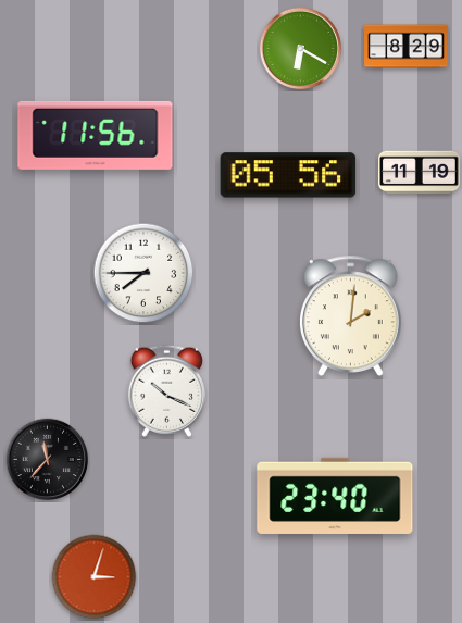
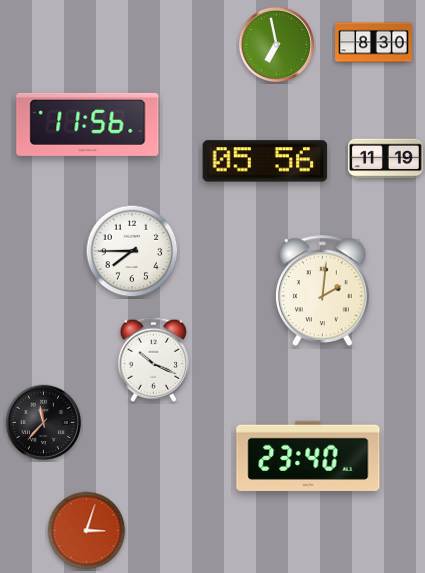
clock at (407, 47): 8:29 -> 8:30
clock at (301, 49): 6:20 -> 6:58
